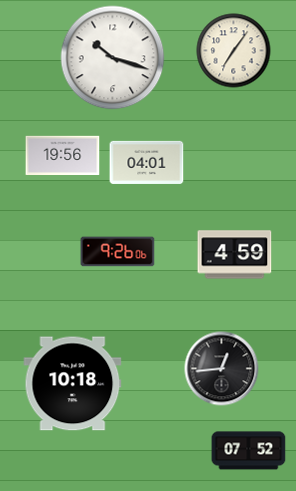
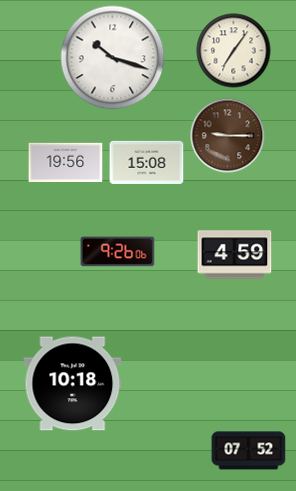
clock at (228, 136): none -> 9:15
clock at (63, 155) position: (63, 155) -> (66, 162)
clock at (147, 162): 04:01 -> 15:08
clock at (222, 369): 12:44 -> none
